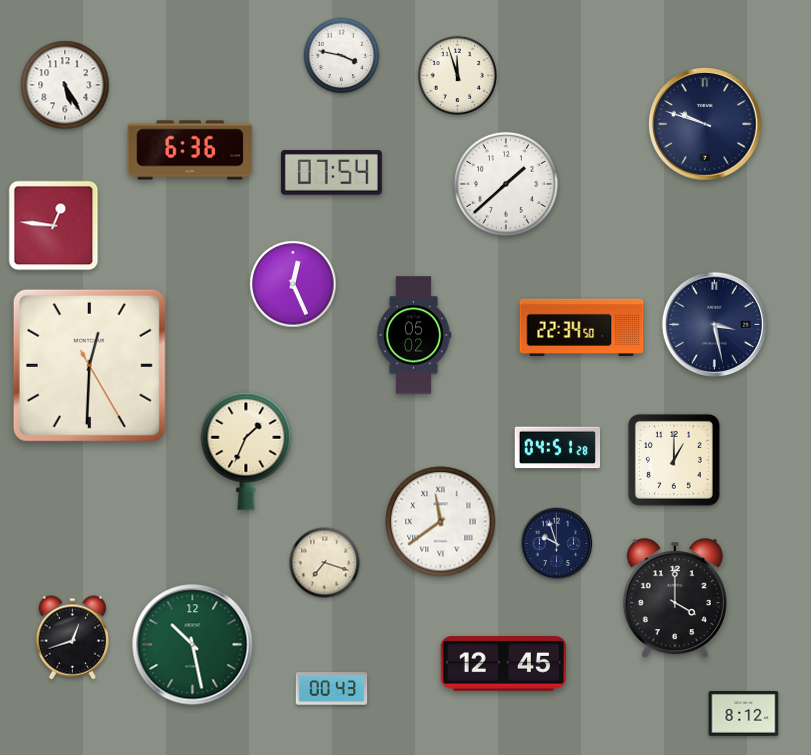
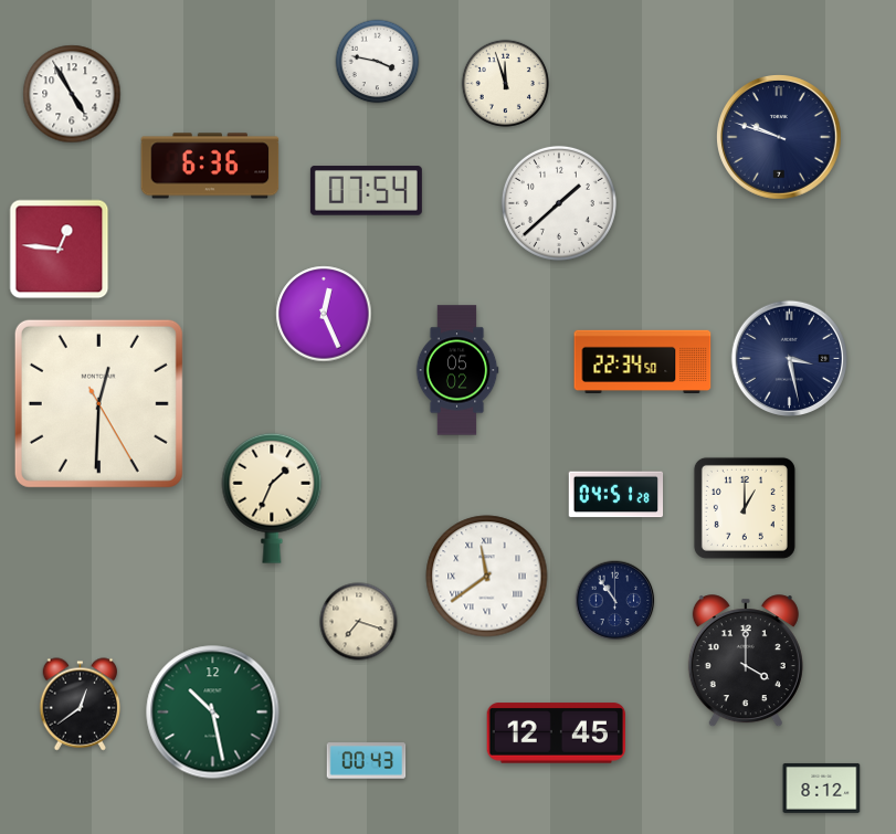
clock at (65, 85): 5:25 -> 4:55
clock at (557, 544): 9:57 -> 10:54
clock at (73, 638): 12:42 -> 12:39
